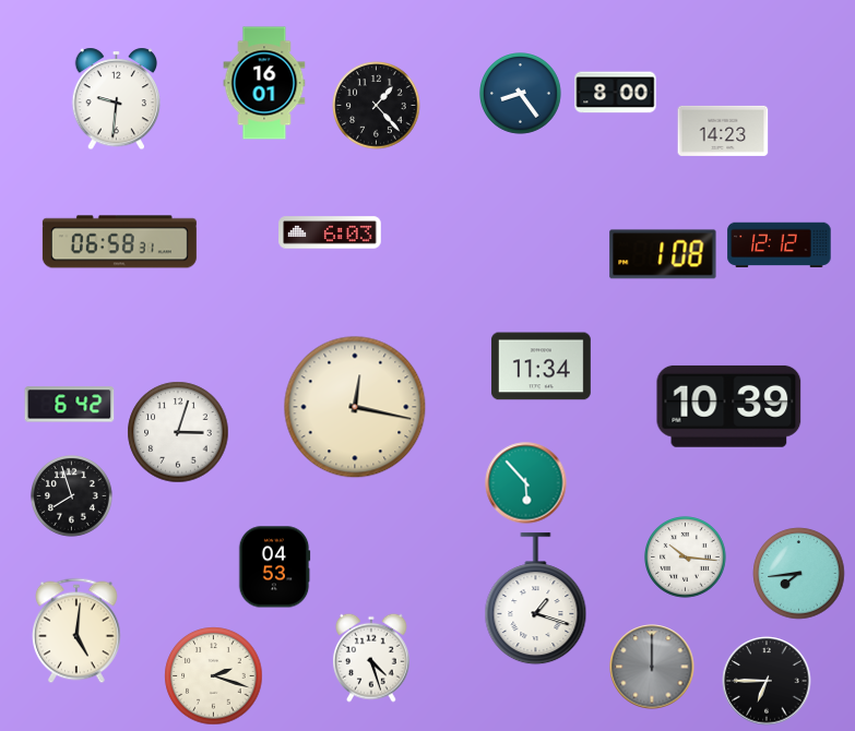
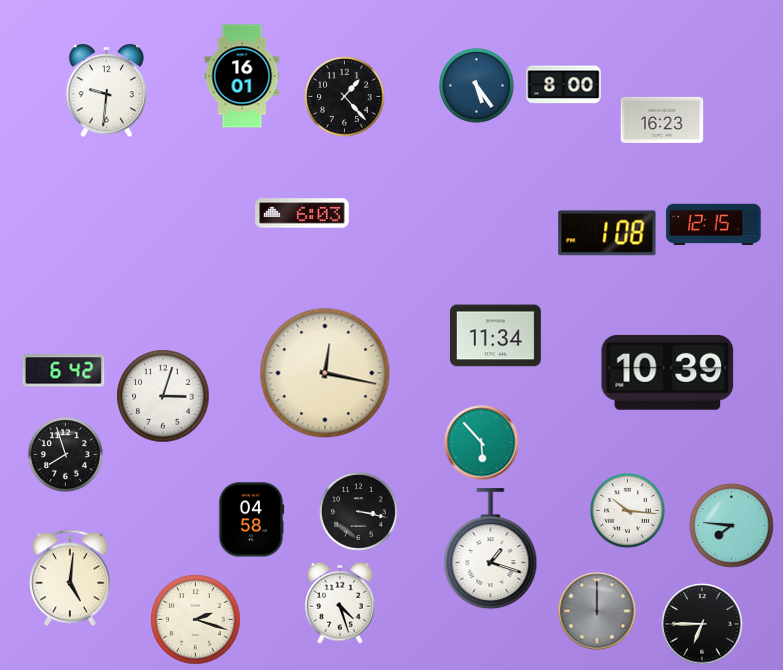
clock at (521, 94): 8:24 -> 5:24
clock at (723, 131): 14:23 -> 16:23
clock at (119, 242): 06:58 -> none
clock at (780, 245): 12:12 -> 12:15
clock at (359, 512): none -> 3:17
clock at (274, 567): 04:53 -> 04:58
clock at (799, 574): 7:44 -> 7:46
